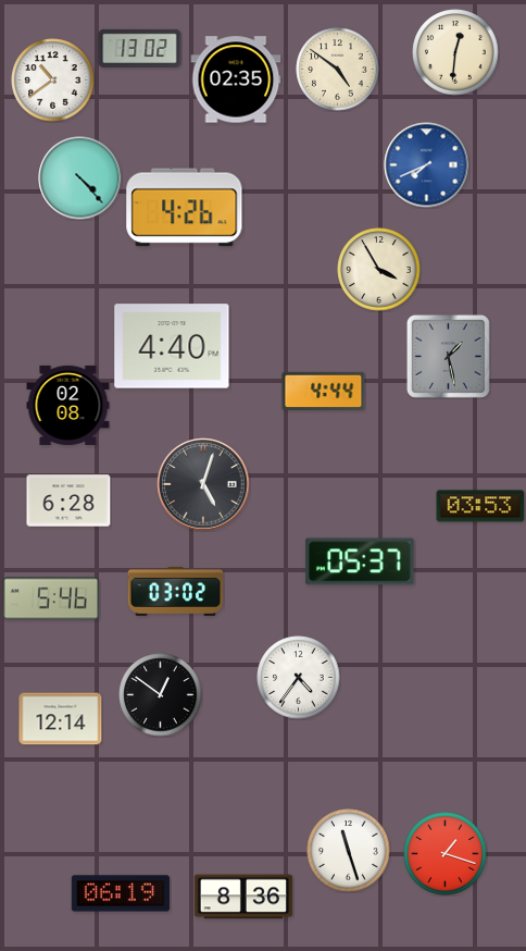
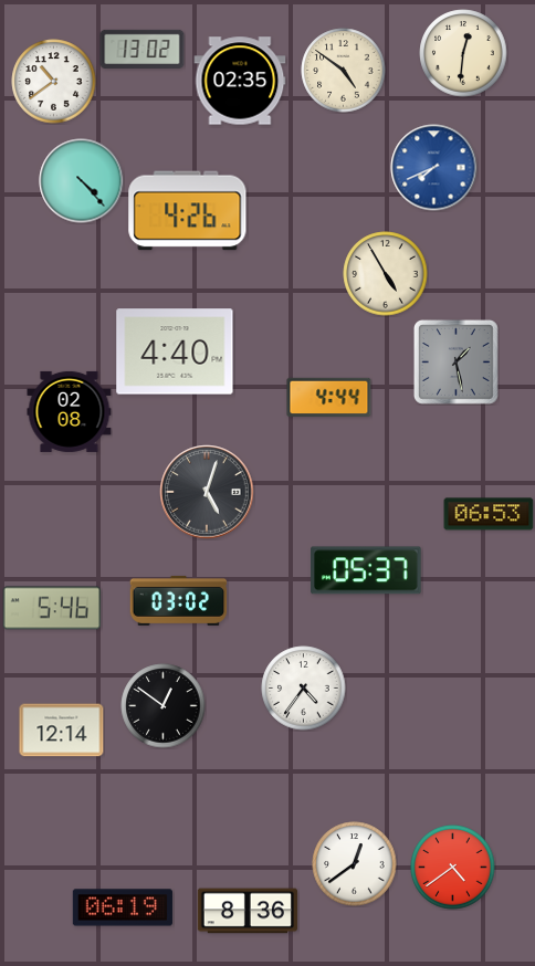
clock at (379, 270): 3:55 -> 4:55
clock at (68, 501): 6:28 -> none
clock at (480, 506): 03:53 -> 06:53
clock at (349, 851): 11:27 -> 12:39
clock at (446, 854): 1:18 -> 4:39
